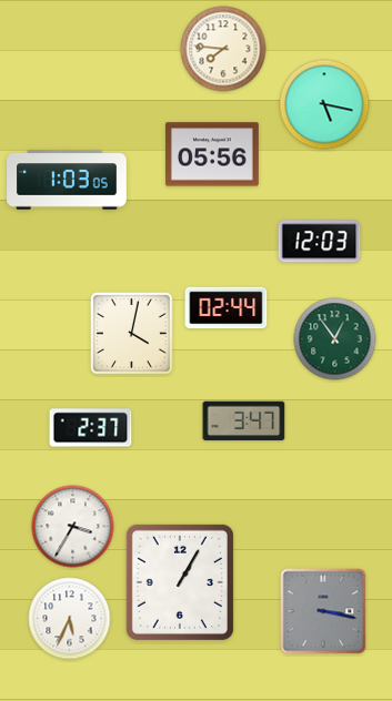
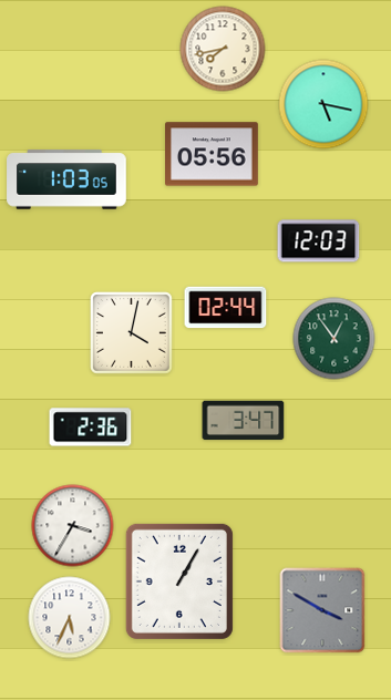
clock at (223, 49): 7:46 -> 7:43
clock at (91, 428): 2:37 -> 2:36
clock at (323, 611): 3:17 -> 3:50
